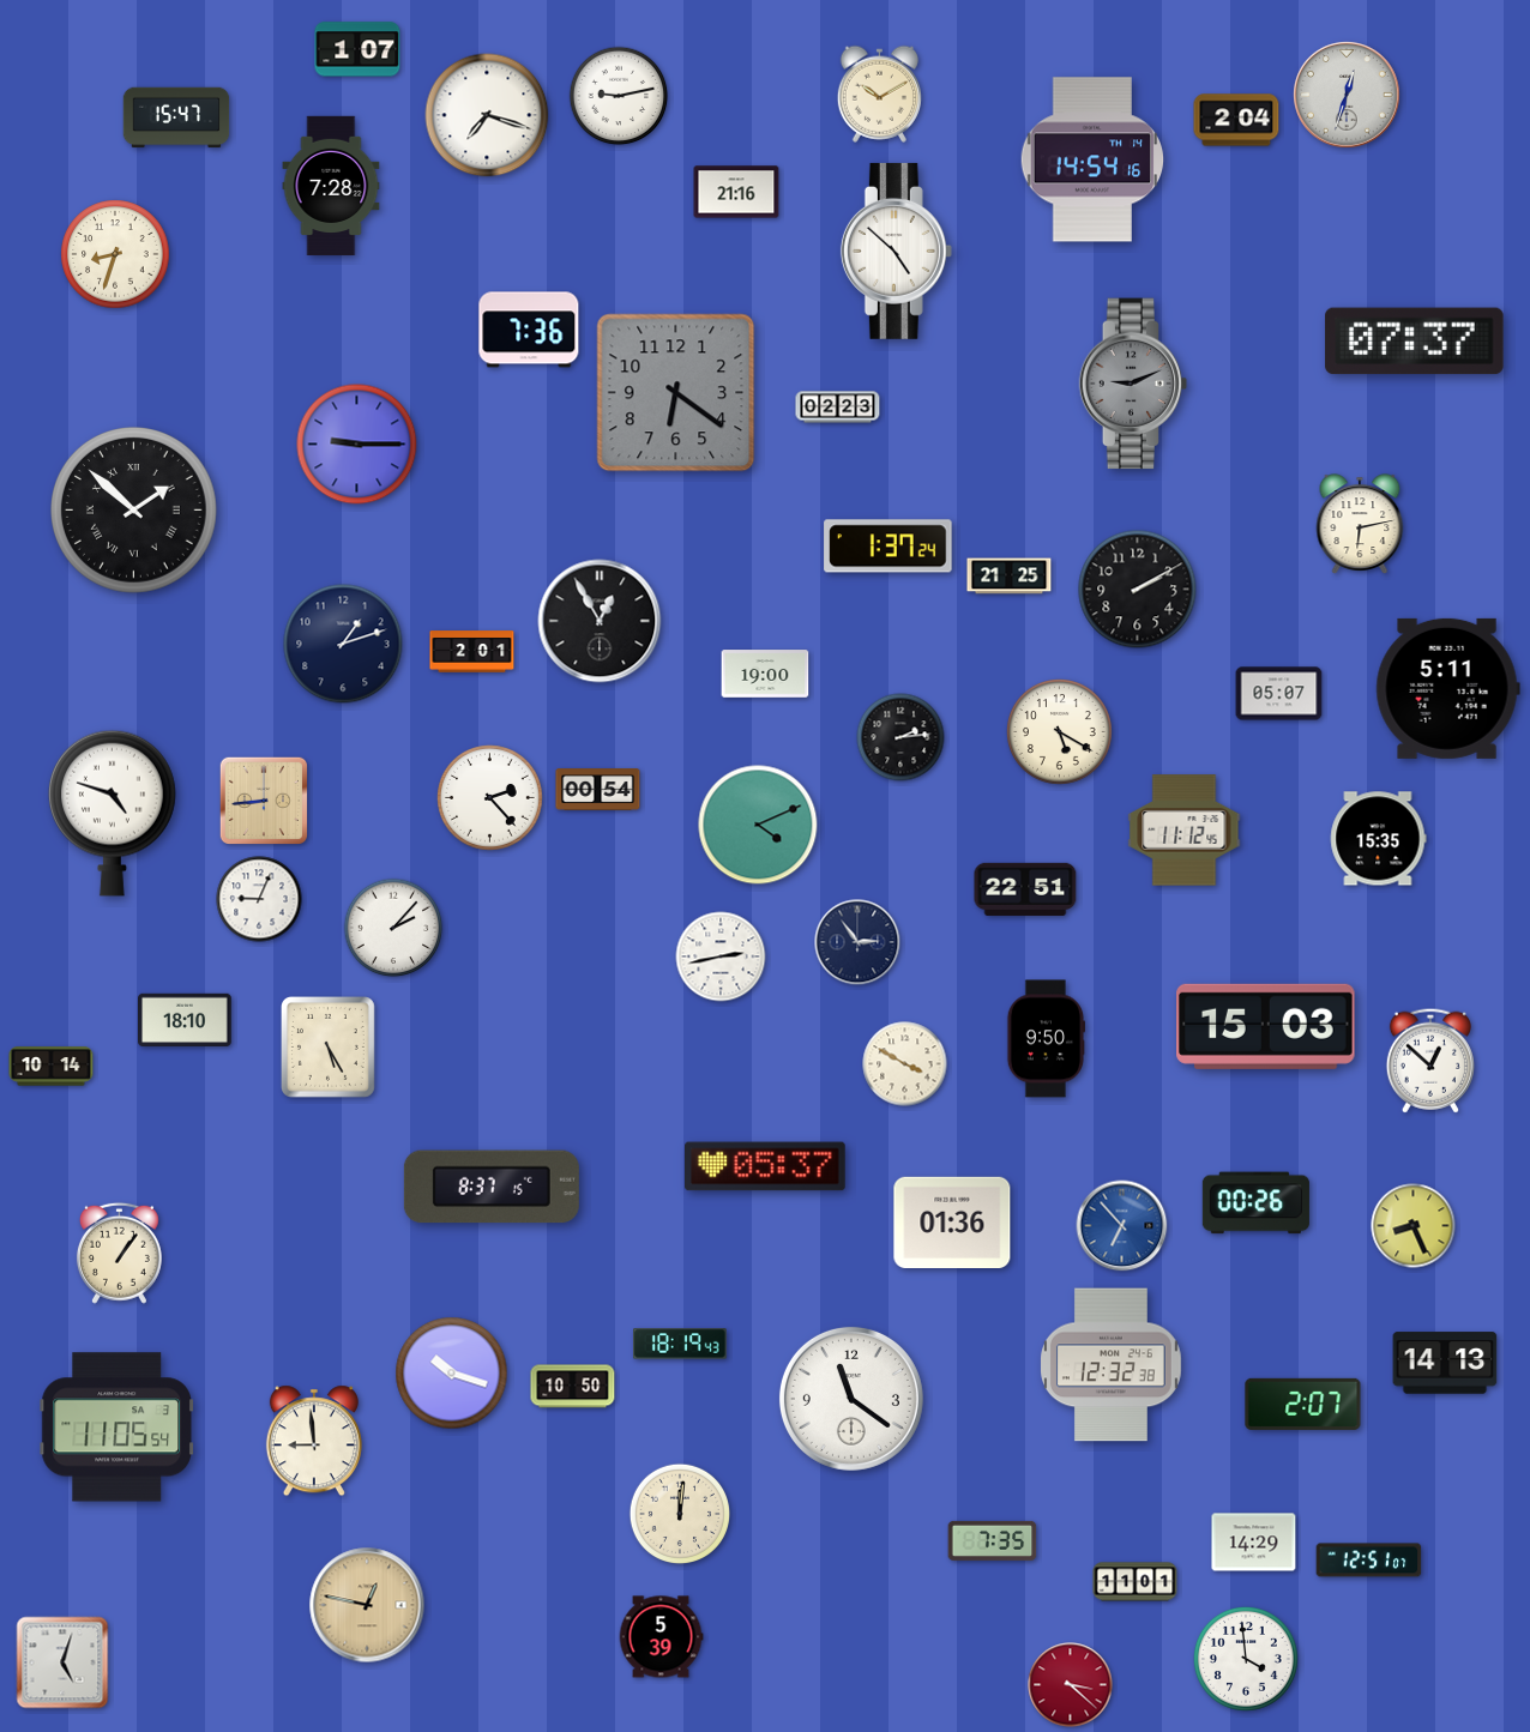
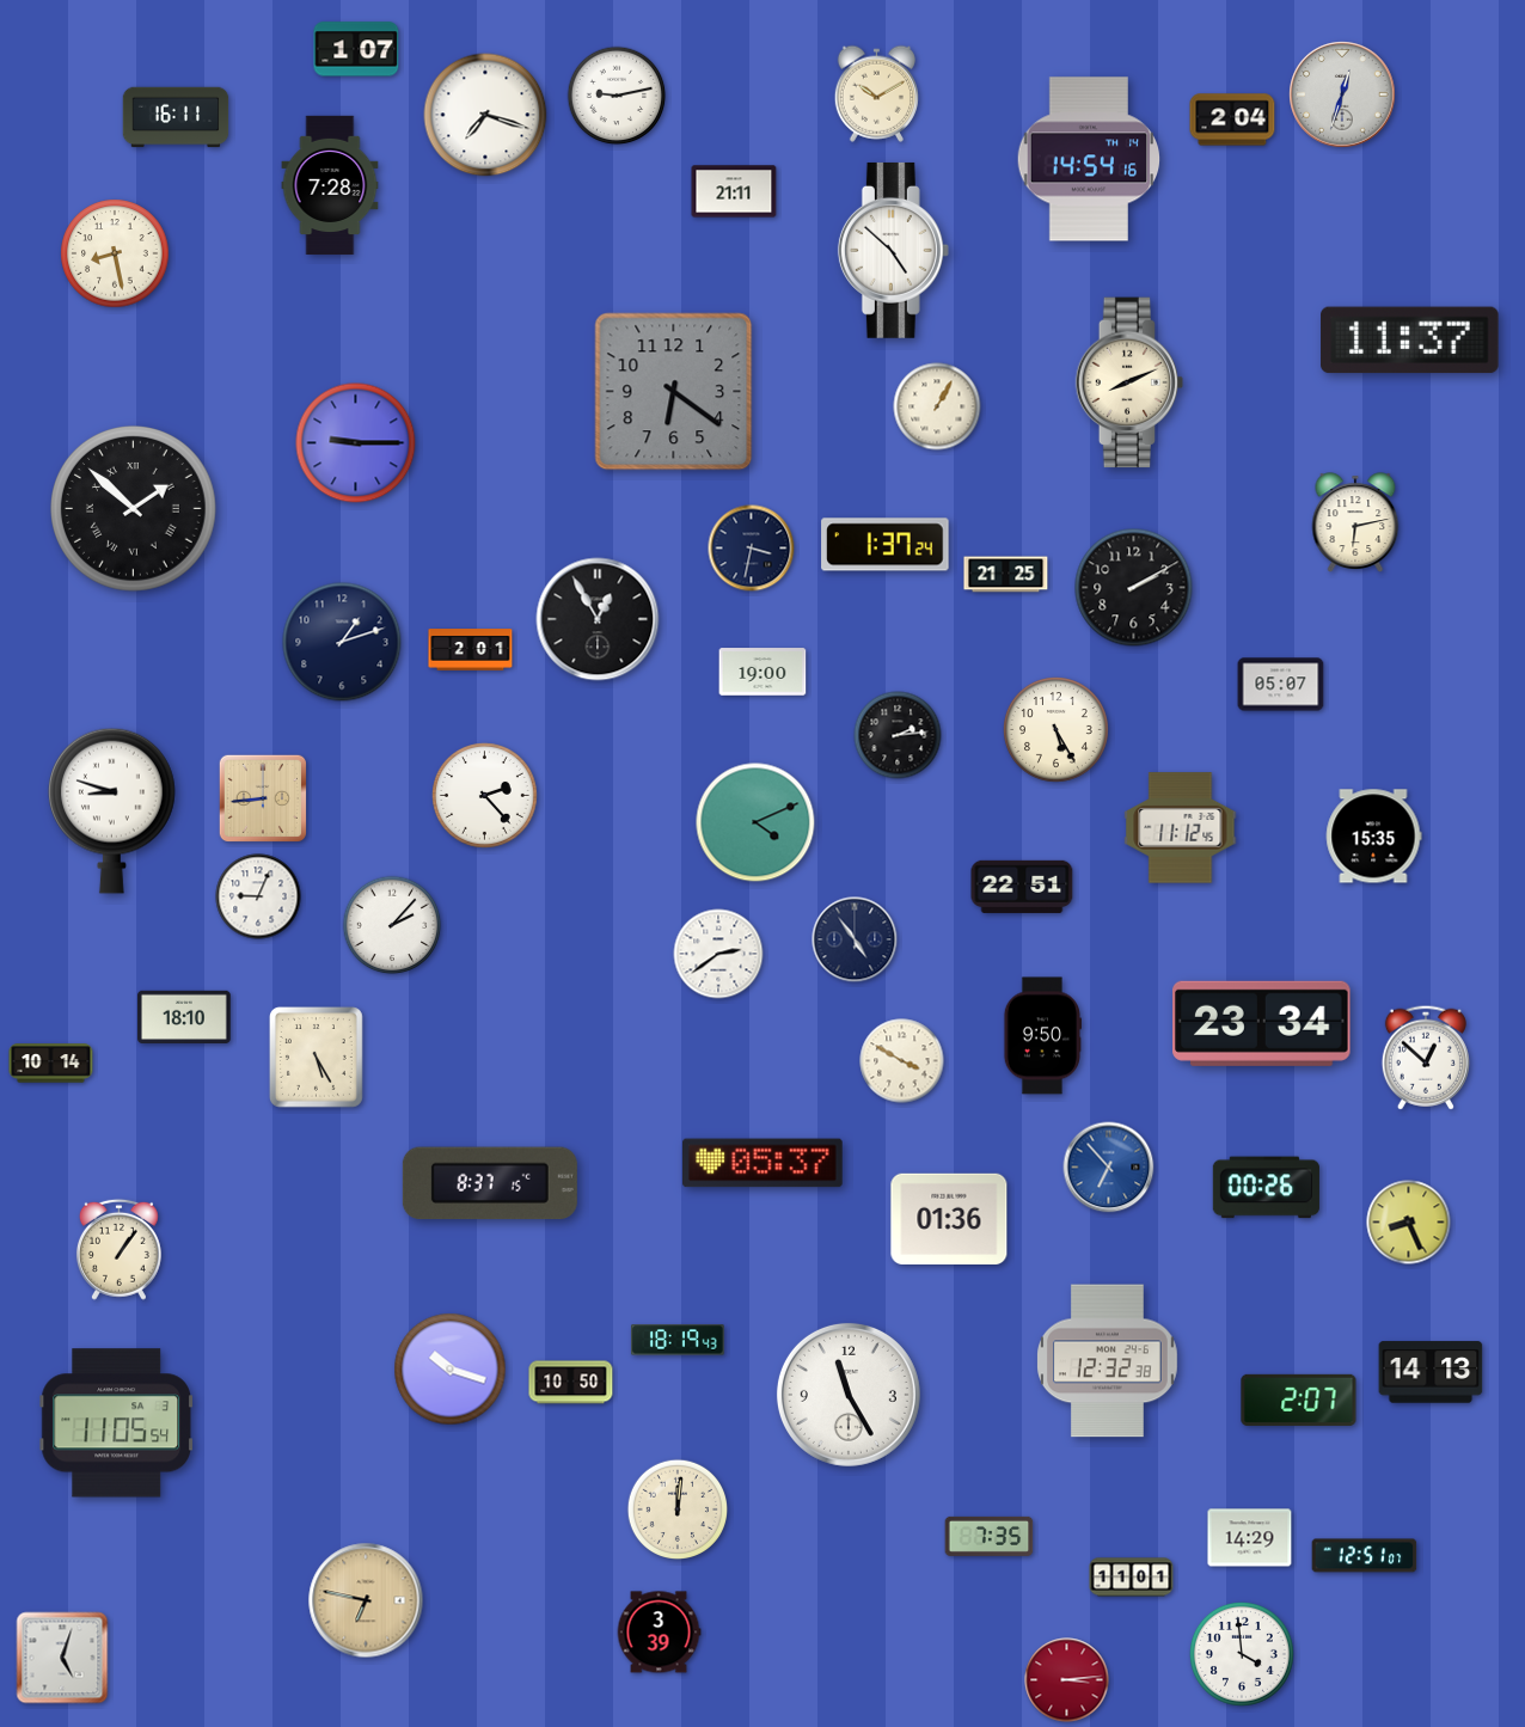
clock at (176, 117): 15:47 -> 16:11
clock at (736, 192): 21:16 -> 21:11
clock at (115, 254): 8:33 -> 8:28
clock at (529, 330): 7:36 -> none
clock at (1415, 342): 07:37 -> 11:37
clock at (1133, 384): 9:11 -> 8:11
clock at (1133, 384) dial: grey -> cream
clock at (838, 408): 02:23 -> none
clock at (937, 406): none -> 1:05
clock at (752, 549): none -> 3:32
clock at (1447, 688): 5:11 -> none
clock at (1279, 694) position: (1279, 694) -> (1281, 685)
clock at (1060, 732): 5:20 -> 5:25
clock at (598, 790): 00:54 -> none
clock at (490, 798) position: (490, 798) -> (485, 796)
clock at (112, 813): 4:48 -> 8:48
clock at (857, 942): 2:54 -> 4:54
clock at (721, 956): 2:43 -> 2:39
clock at (1266, 1026): 15:03 -> 23:34
clock at (329, 1048) position: (329, 1048) -> (317, 1058)
clock at (1255, 1203) position: (1255, 1203) -> (1266, 1188)
clock at (1122, 1226) position: (1122, 1226) -> (1109, 1168)
clock at (1445, 1363) position: (1445, 1363) -> (1431, 1372)
clock at (851, 1399): 11:21 -> 11:25
clock at (314, 1441): 8:59 -> none
clock at (367, 1605): 12:47 -> 6:47
clock at (661, 1637): 5:39 -> 3:39
clock at (1071, 1685): 3:22 -> 3:14
